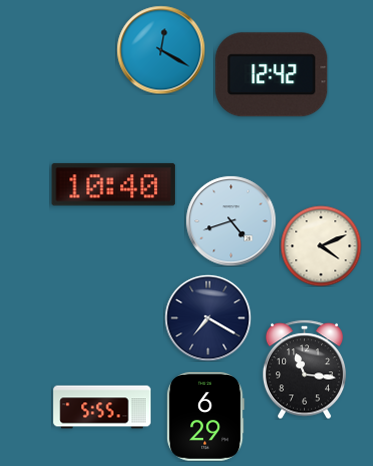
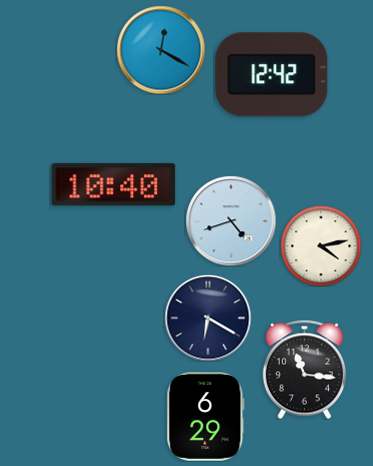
clock at (321, 246): 4:11 -> 4:13
clock at (208, 318): 7:20 -> 6:20
clock at (102, 407): 5:55 -> none
